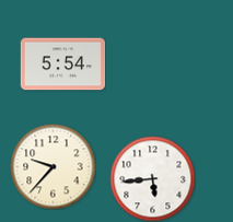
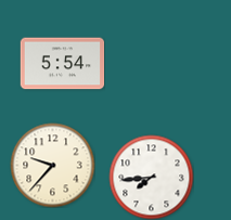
clock at (152, 178): 5:44 -> 7:44
